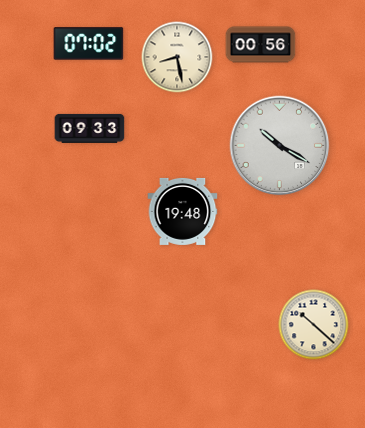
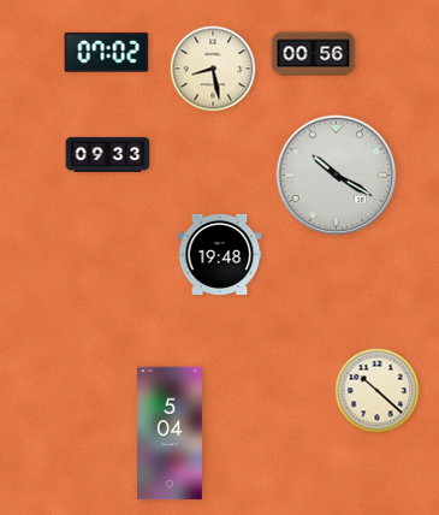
clock at (171, 433): none -> 5:04
